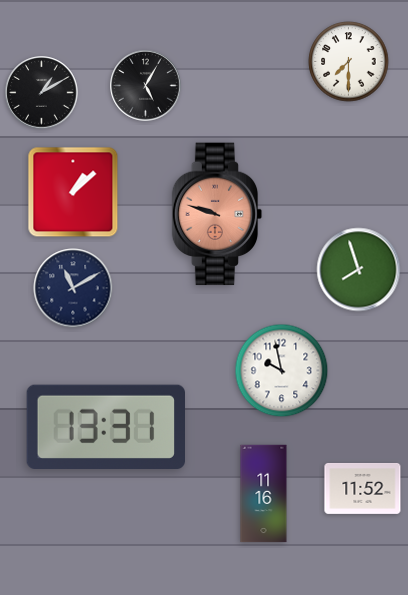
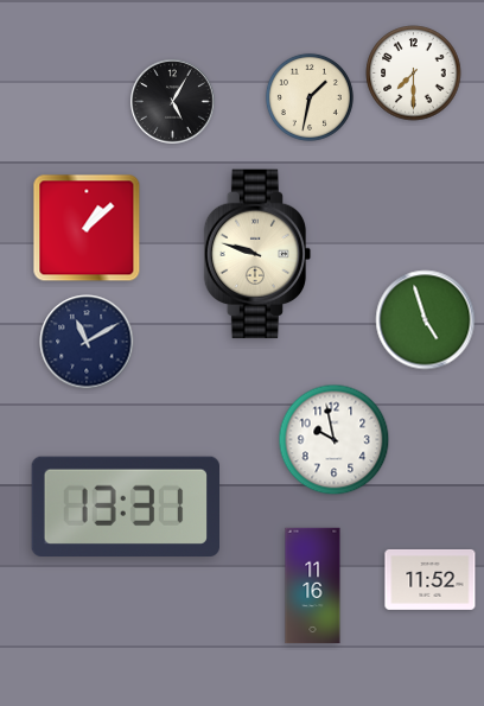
clock at (310, 97): none -> 1:32
clock at (42, 93): 1:10 -> none
clock at (217, 214) dial: salmon -> cream
clock at (359, 270): 7:57 -> 4:57
